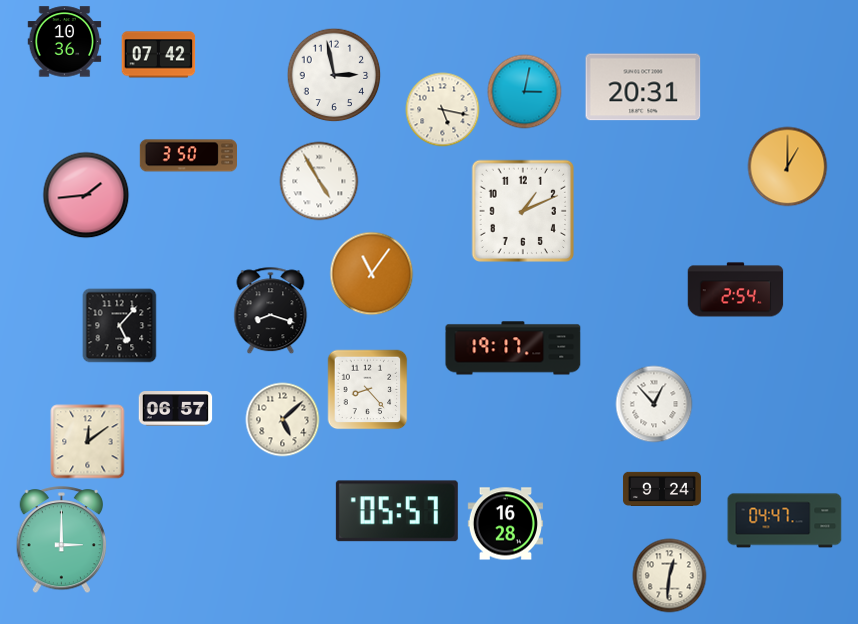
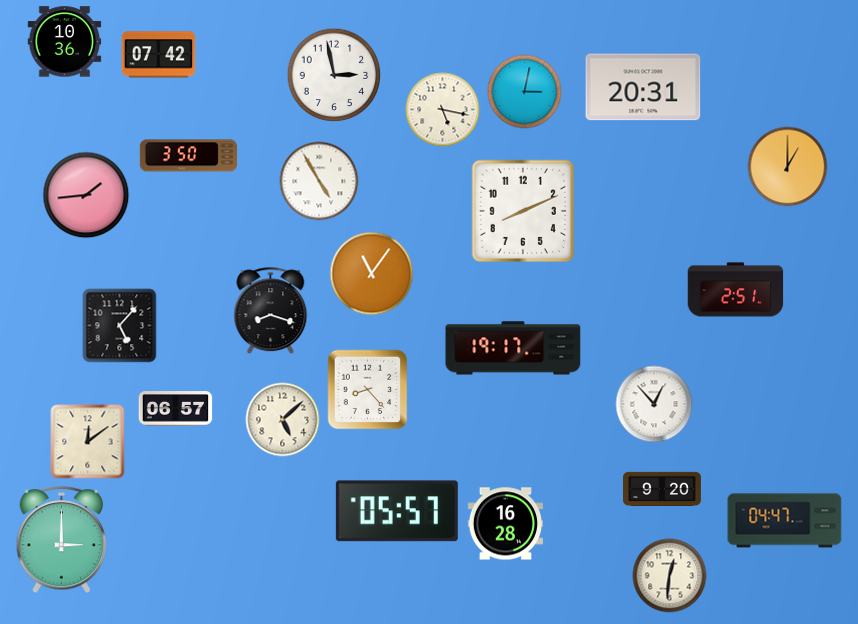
clock at (522, 210): 1:11 -> 8:11
clock at (736, 290): 2:54 -> 2:51
clock at (662, 489): 9:24 -> 9:20
